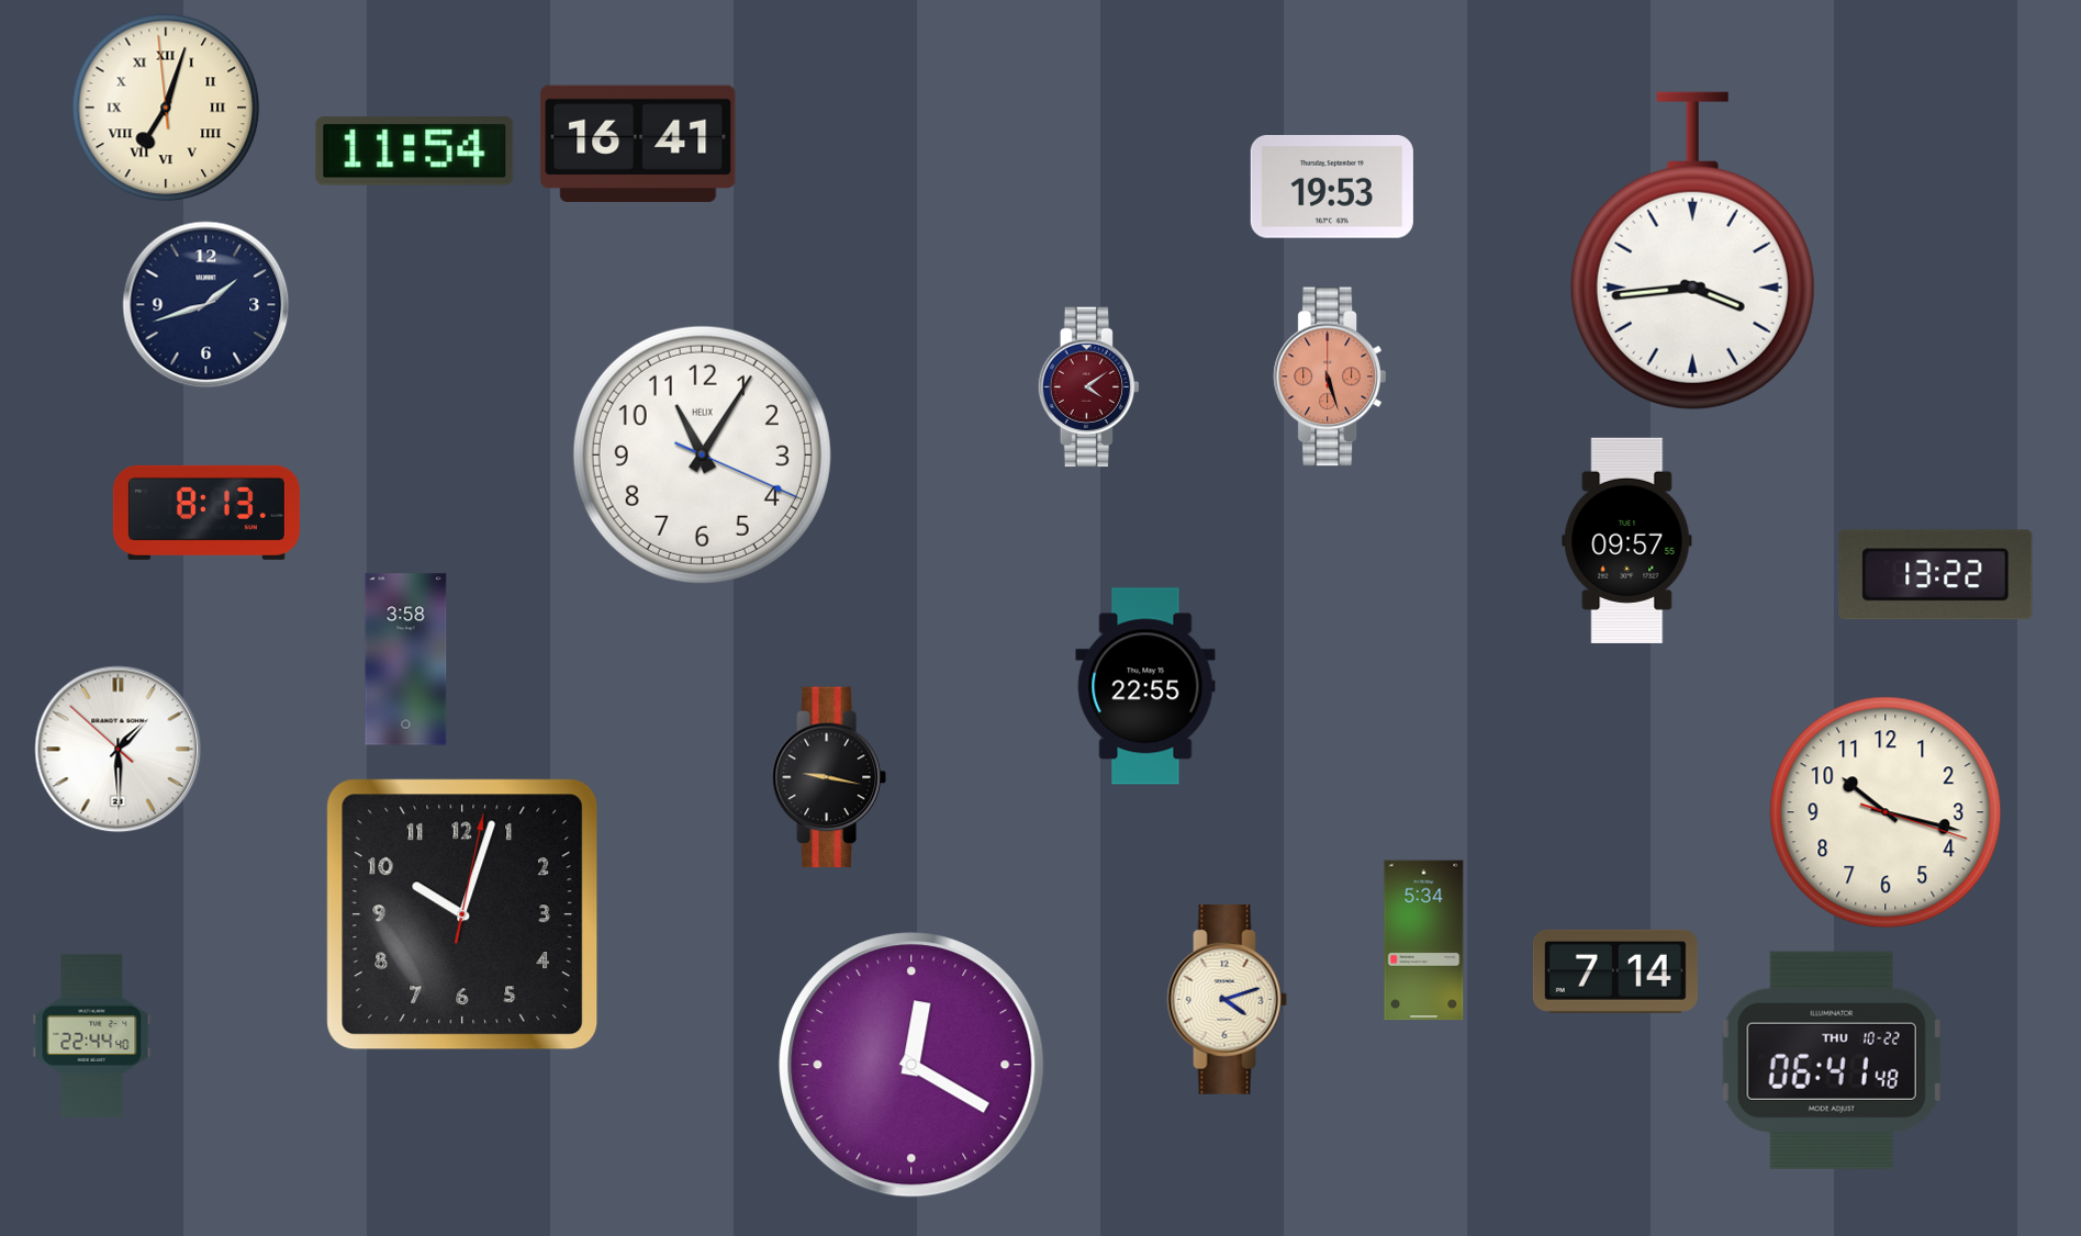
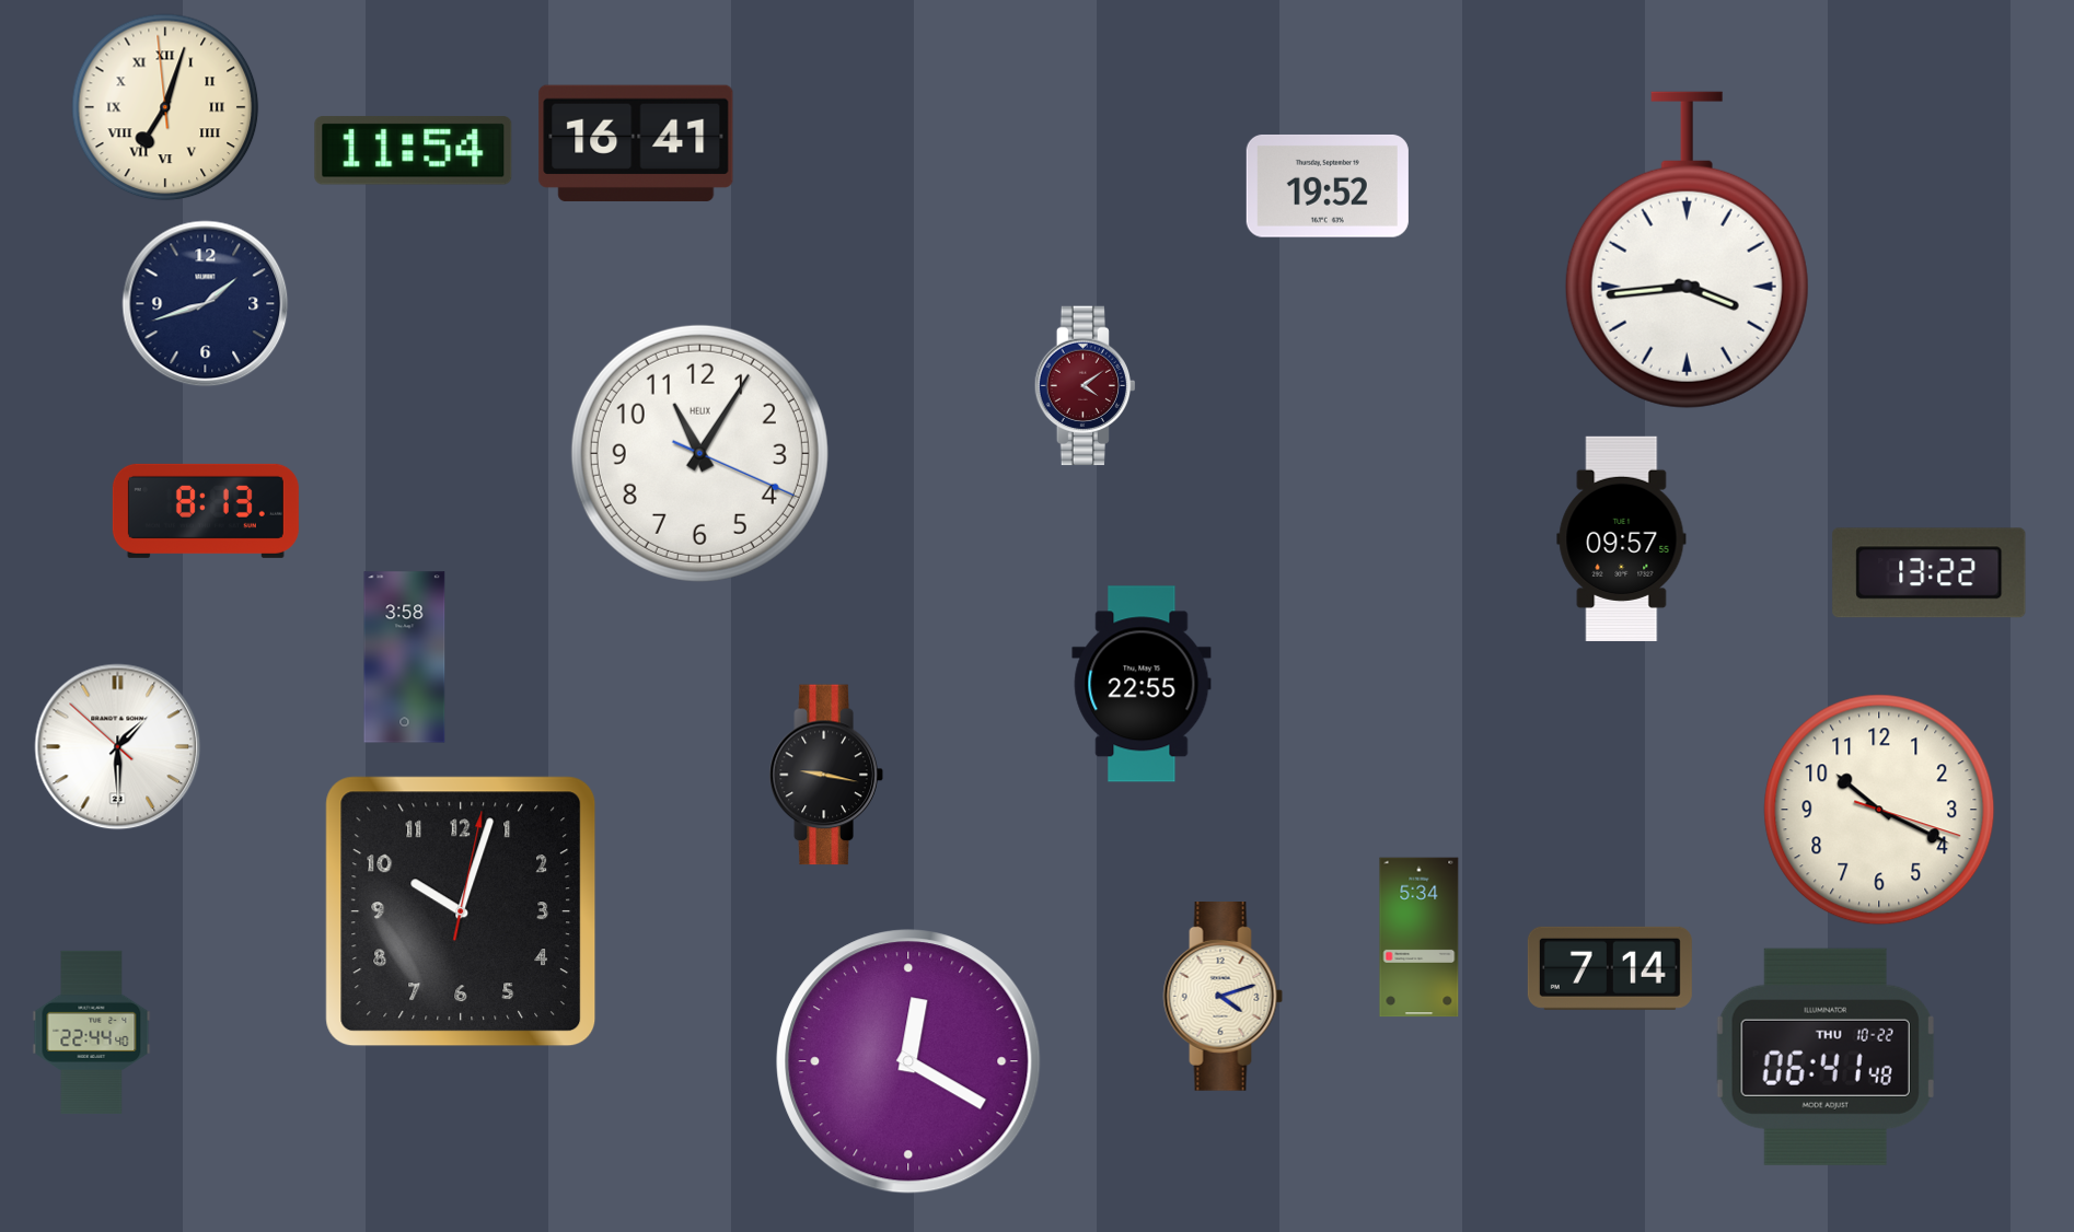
clock at (1332, 187): 19:53 -> 19:52
clock at (1329, 377): 5:27 -> none
clock at (1886, 812): 10:17 -> 10:19
